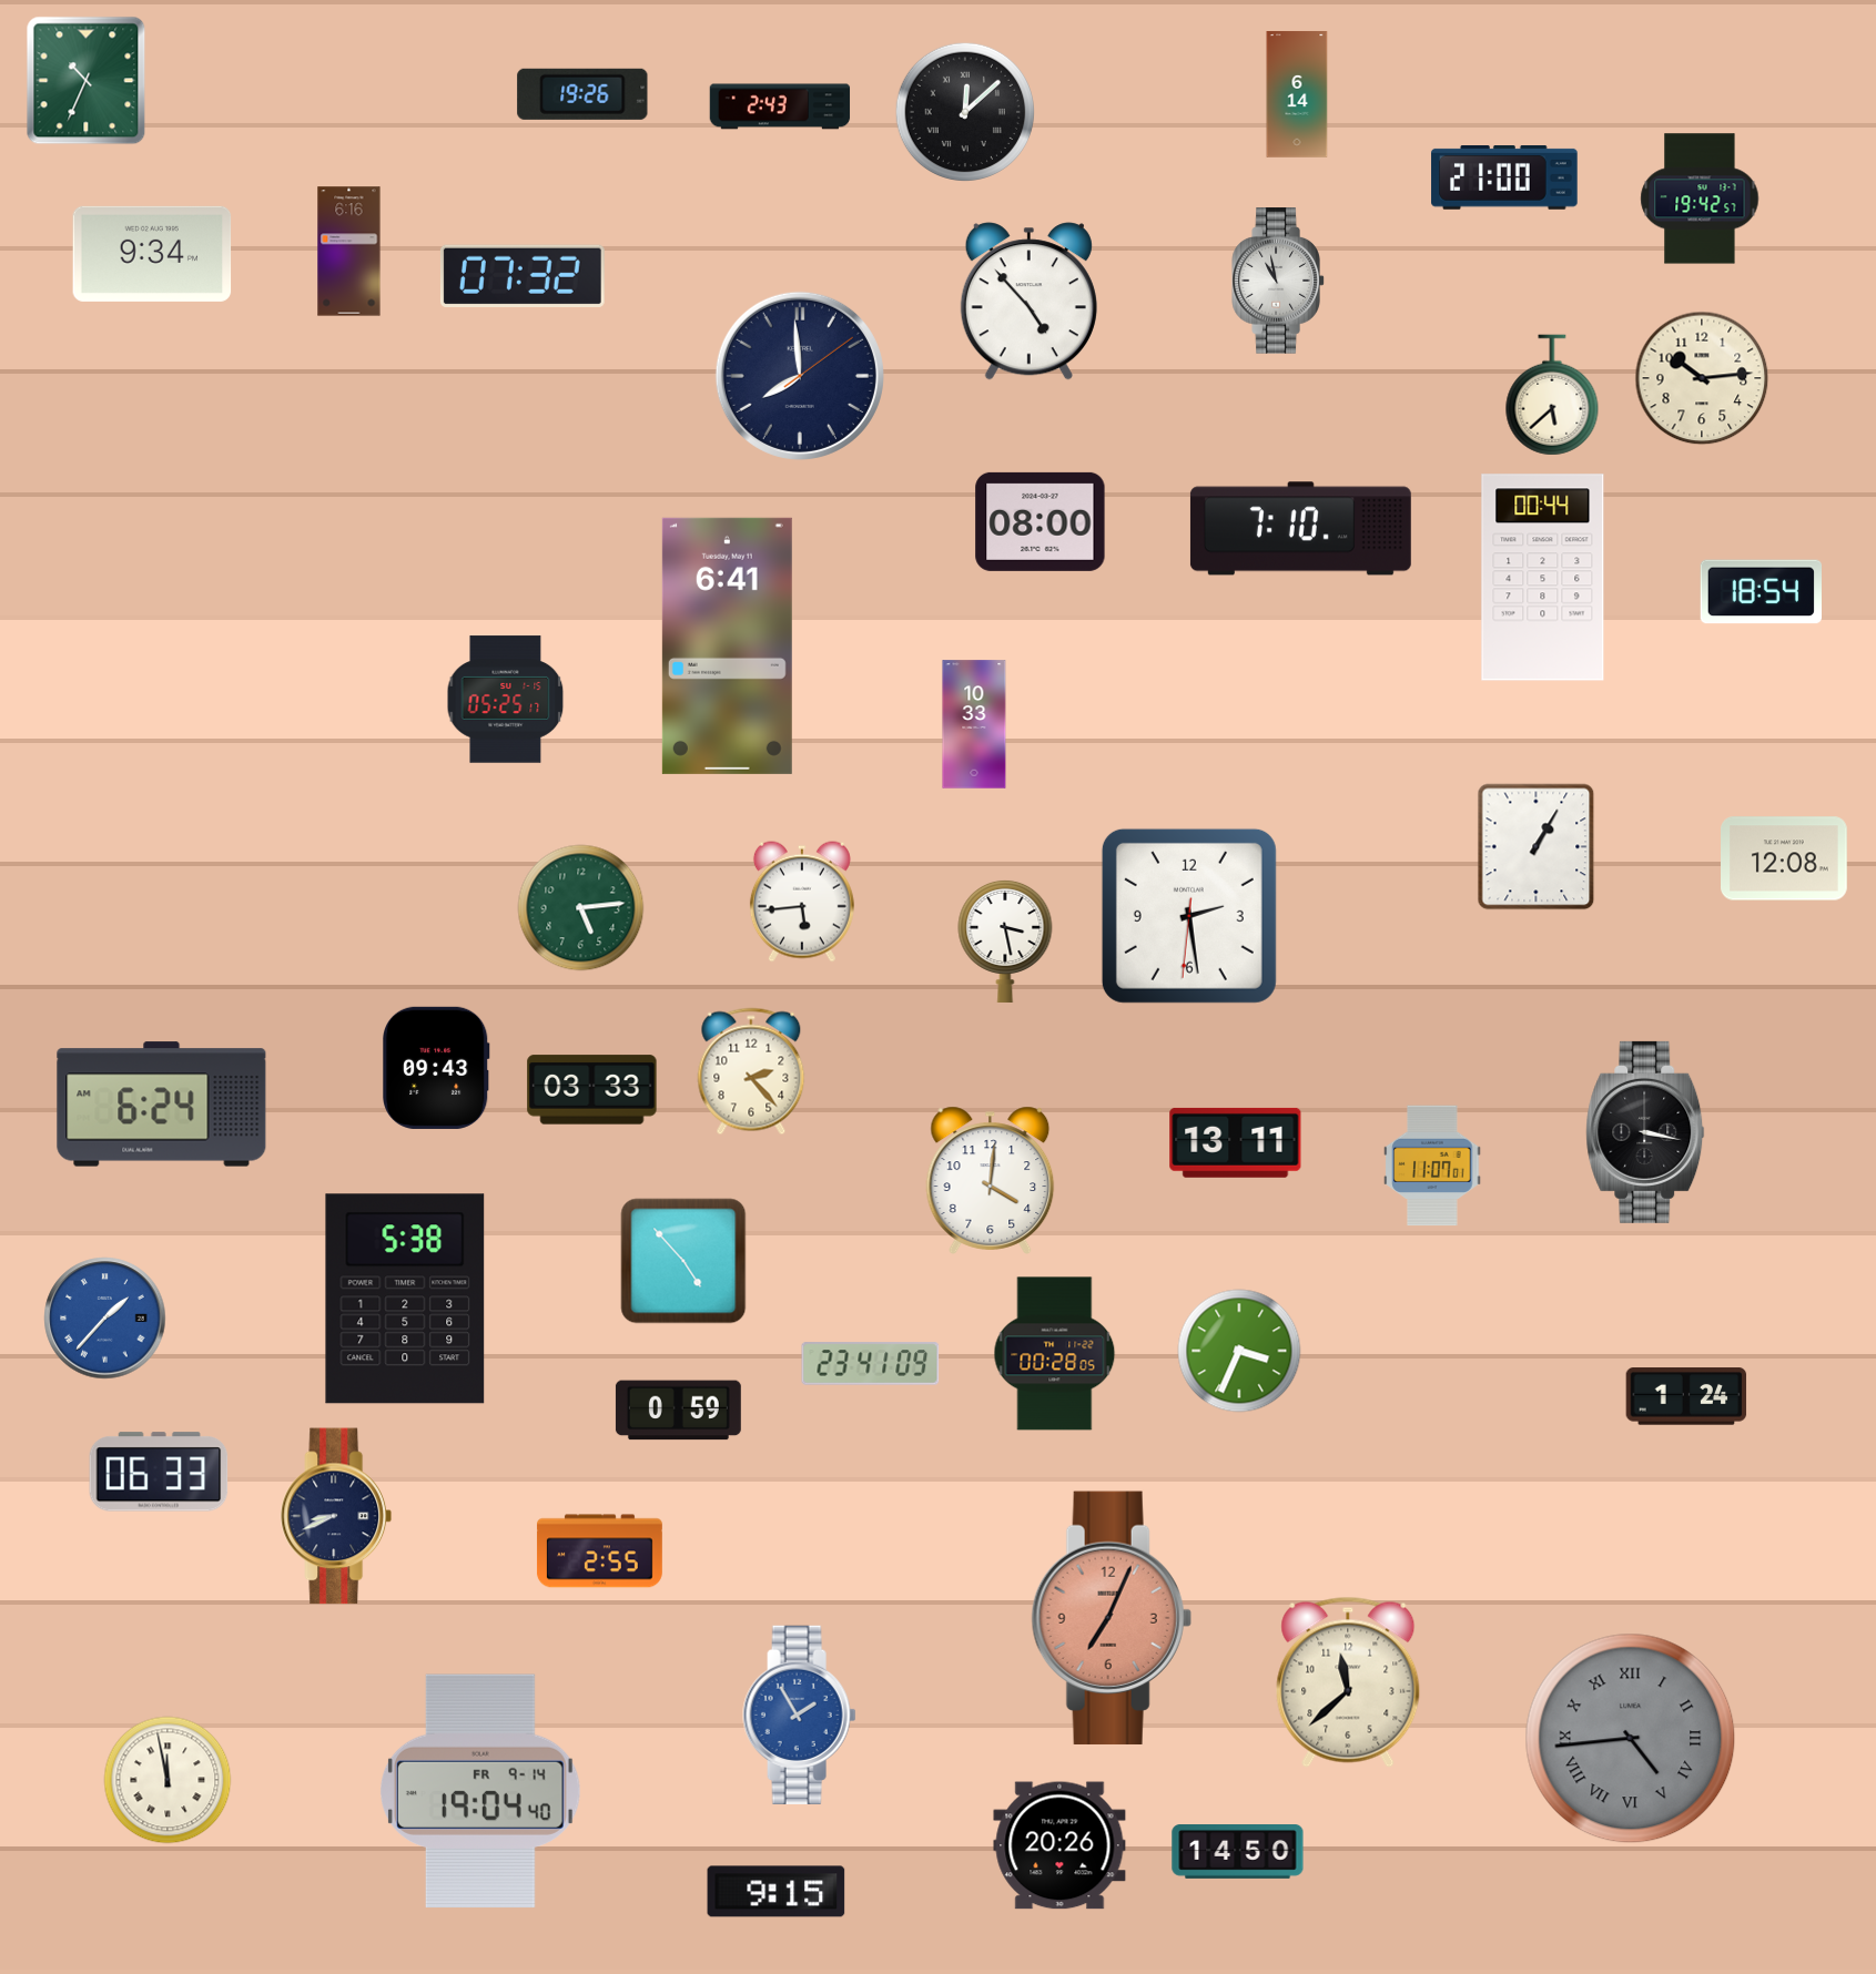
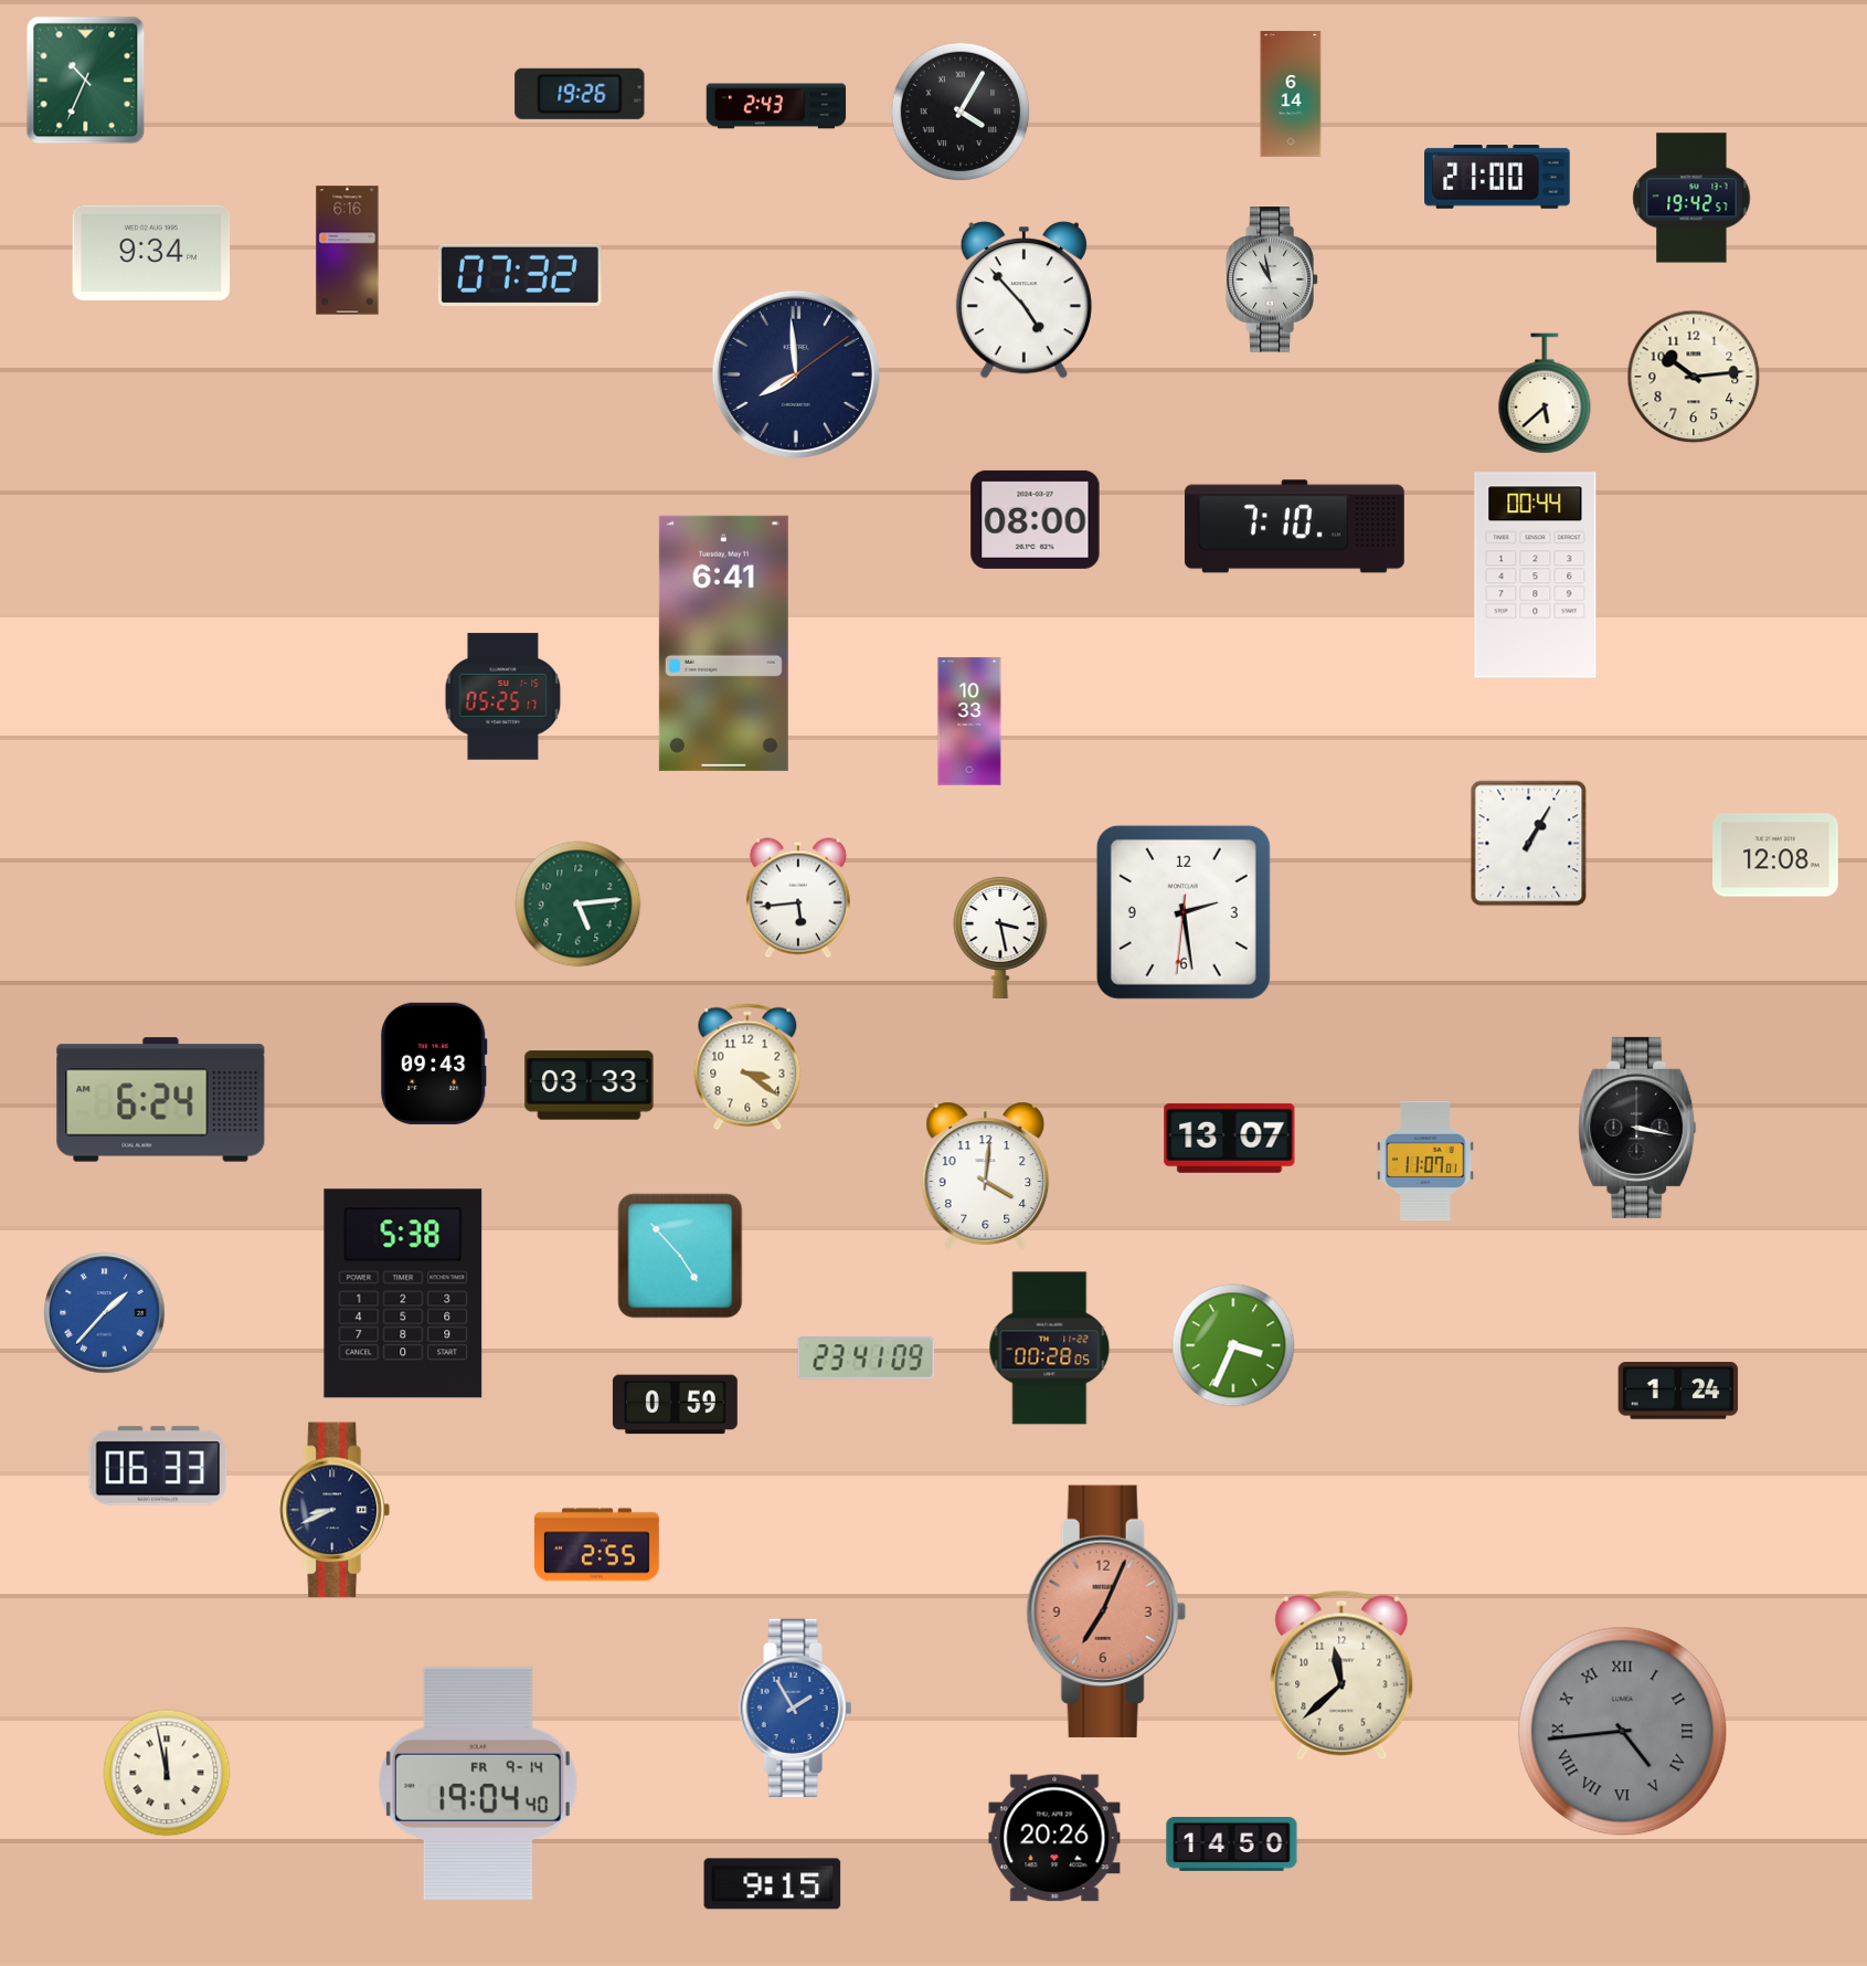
clock at (964, 111): 12:08 -> 4:05
clock at (1761, 592): 18:54 -> none
clock at (751, 1071): 2:23 -> 3:21
clock at (1236, 1142): 13:11 -> 13:07
